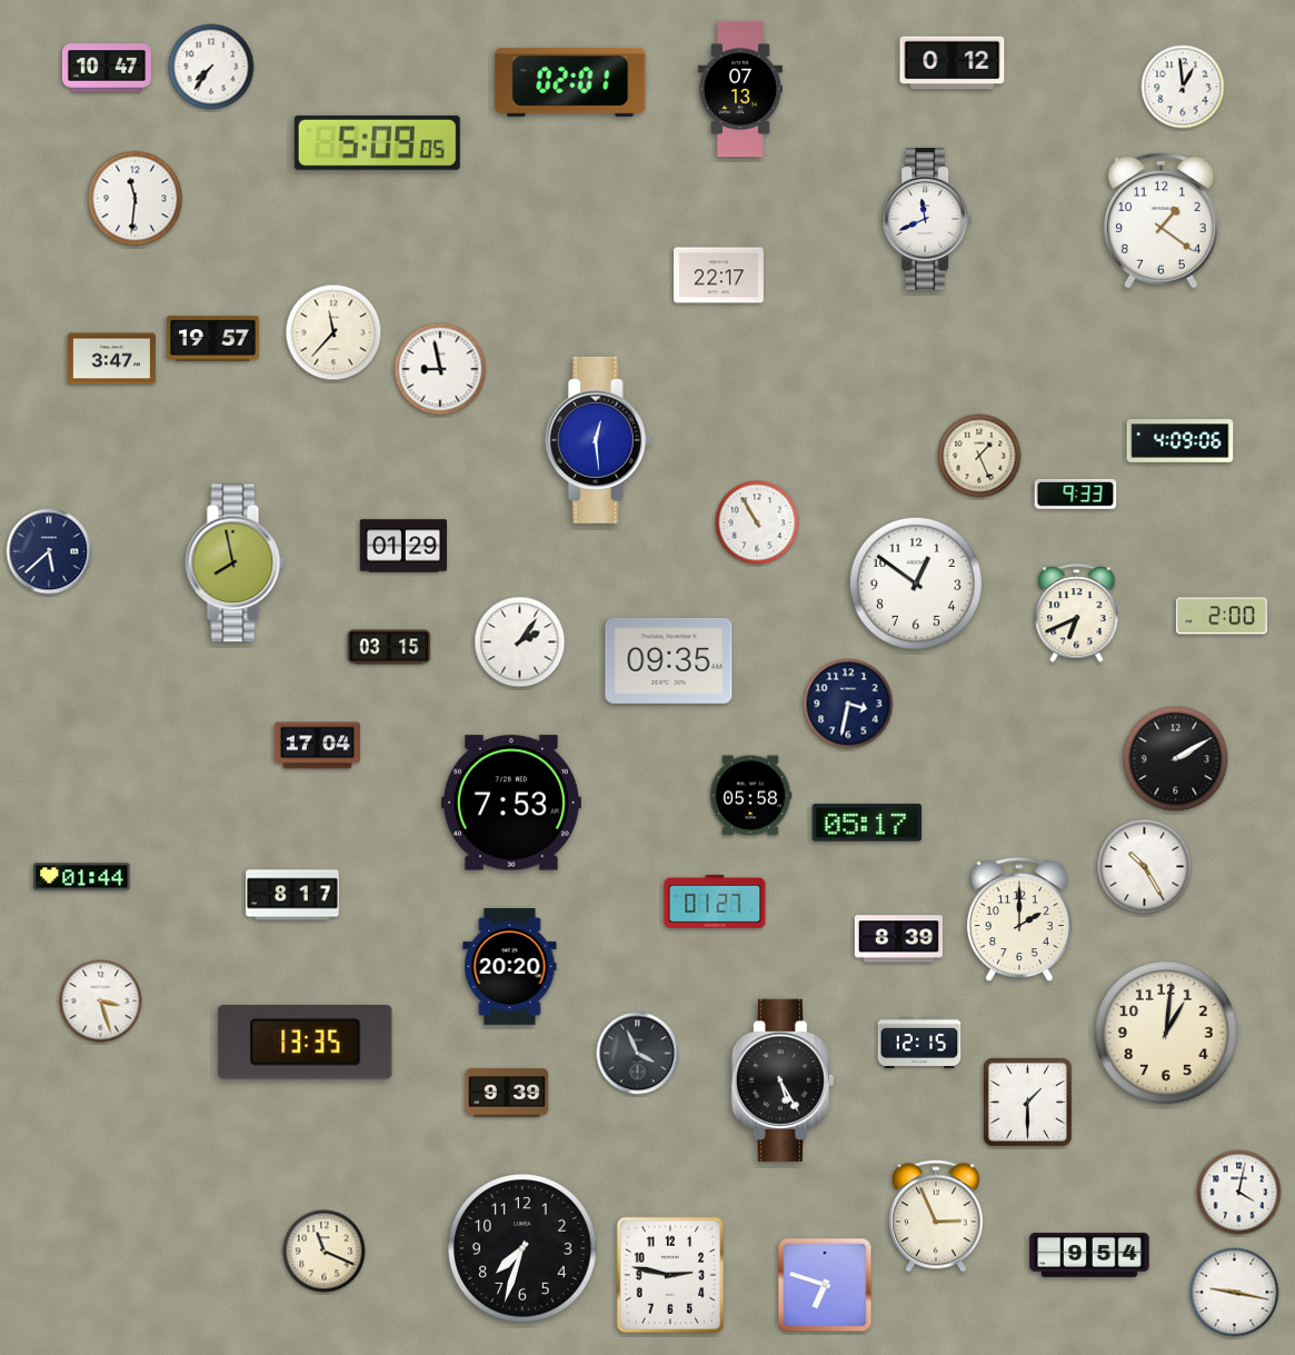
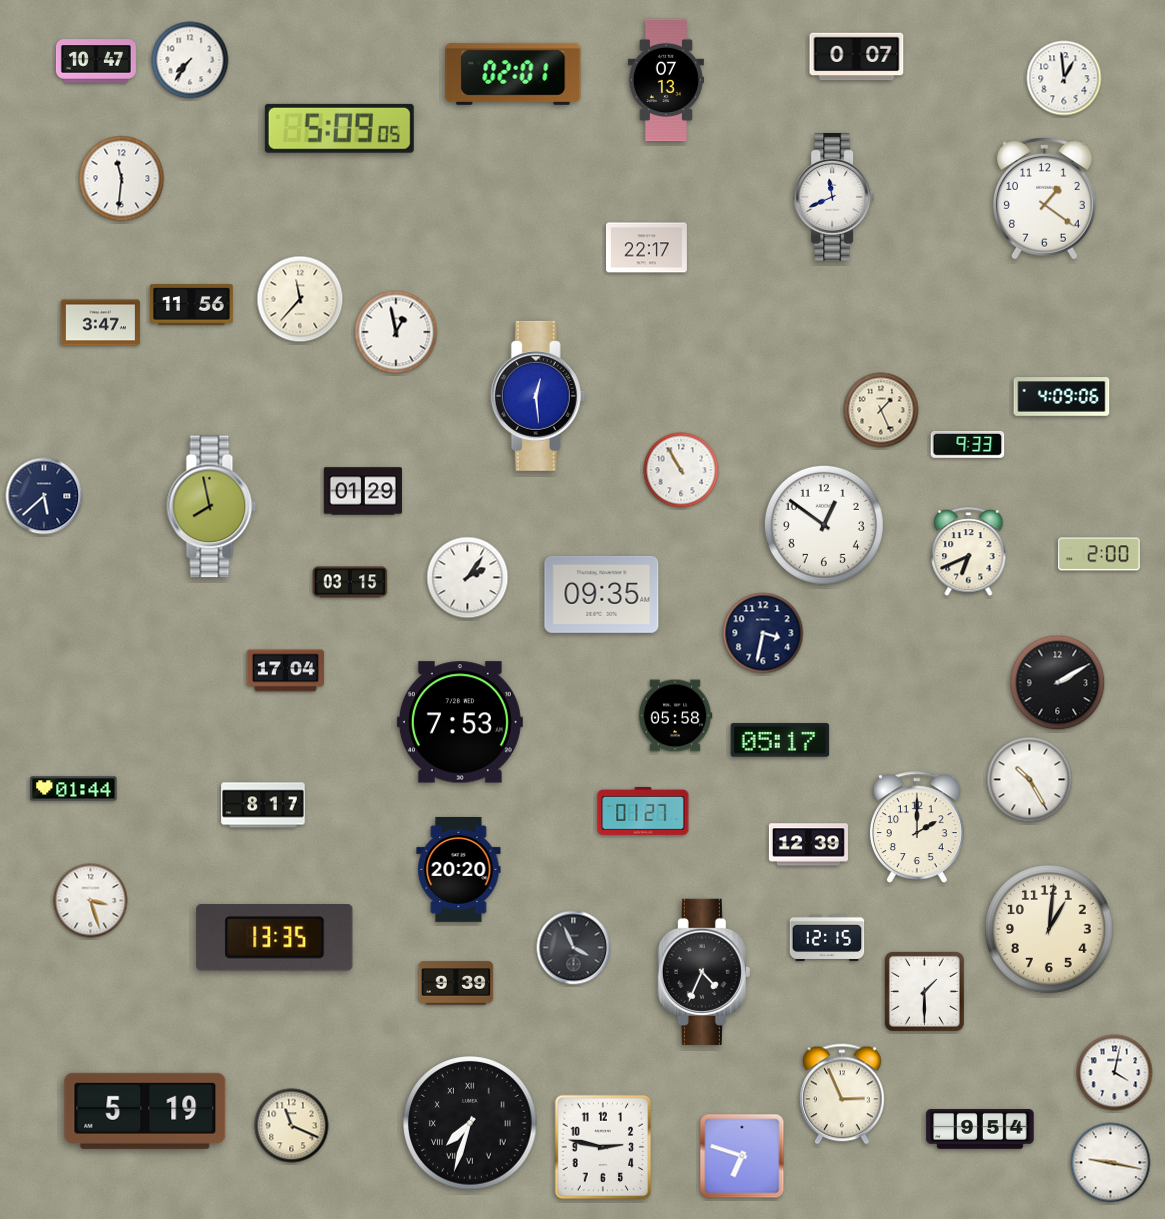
clock at (953, 63): 0:12 -> 0:07
clock at (213, 339): 19:57 -> 11:56
clock at (440, 369): 8:58 -> 12:58
clock at (898, 939): 8:39 -> 12:39
clock at (783, 1080): 5:25 -> 4:34
clock at (145, 1111): none -> 5:19
clock at (522, 1248) numerals: Arabic -> Roman
